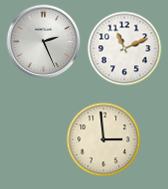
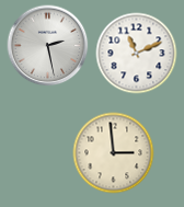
clock at (44, 42): 2:26 -> 2:28
